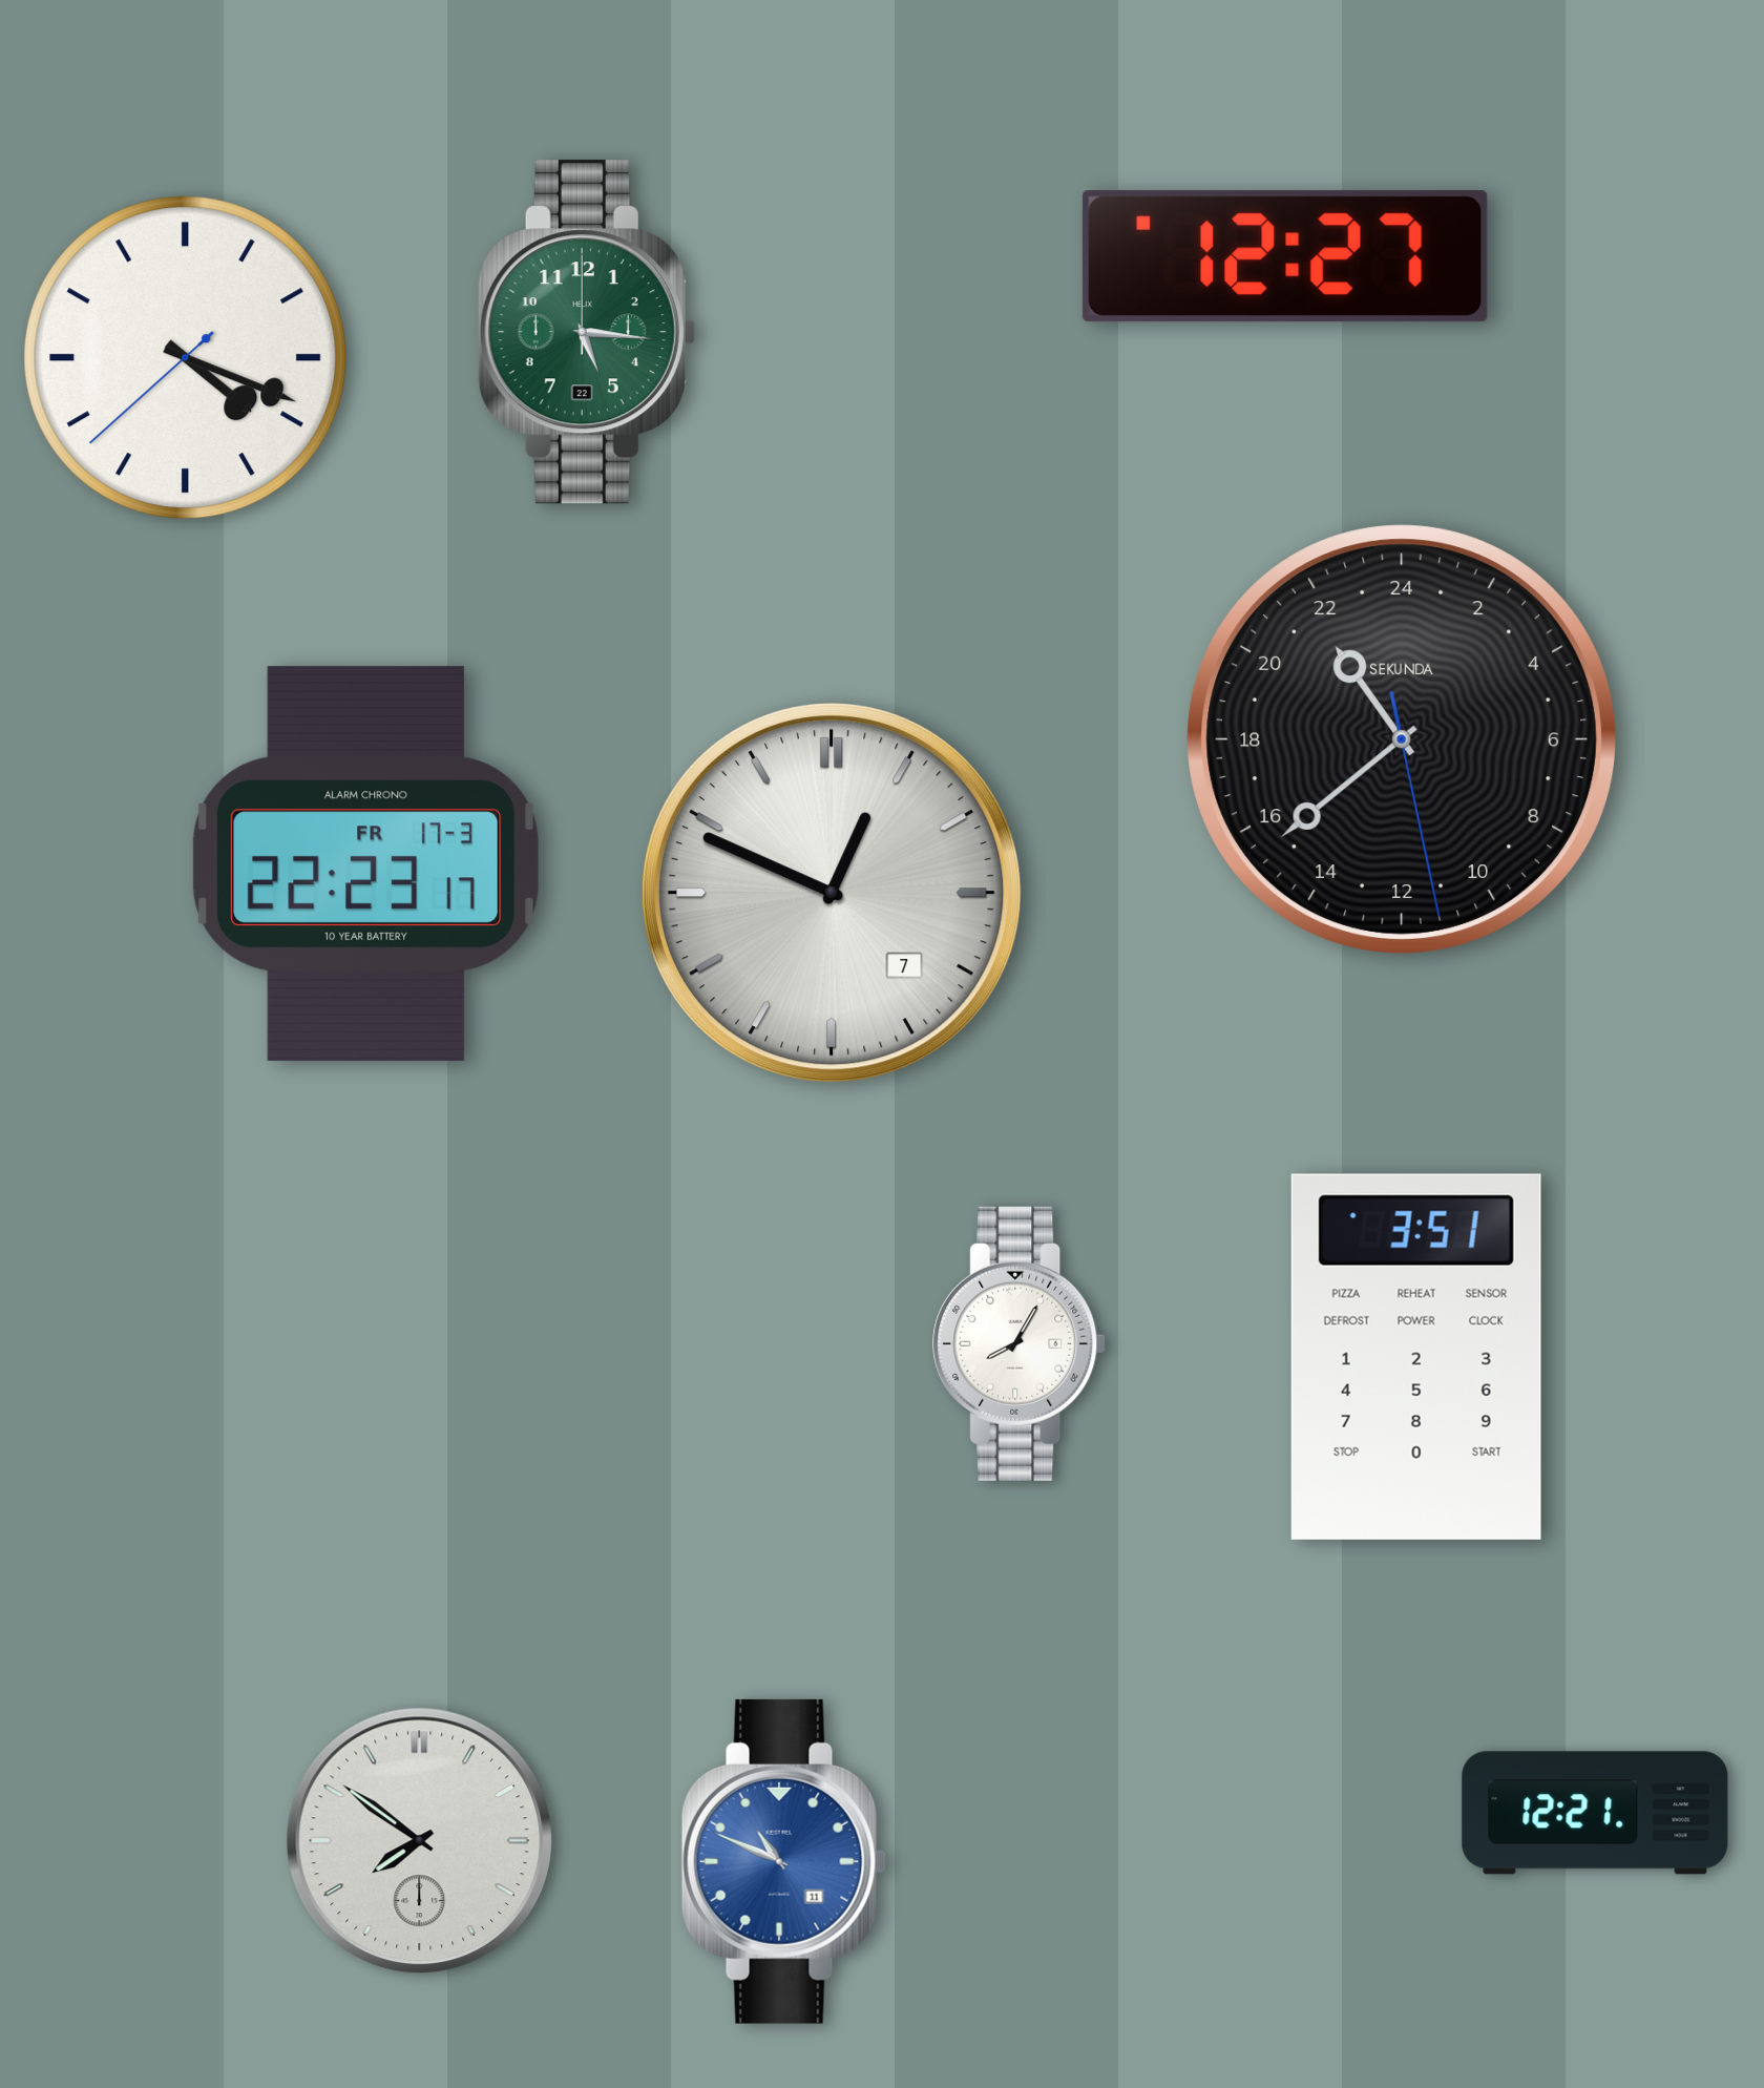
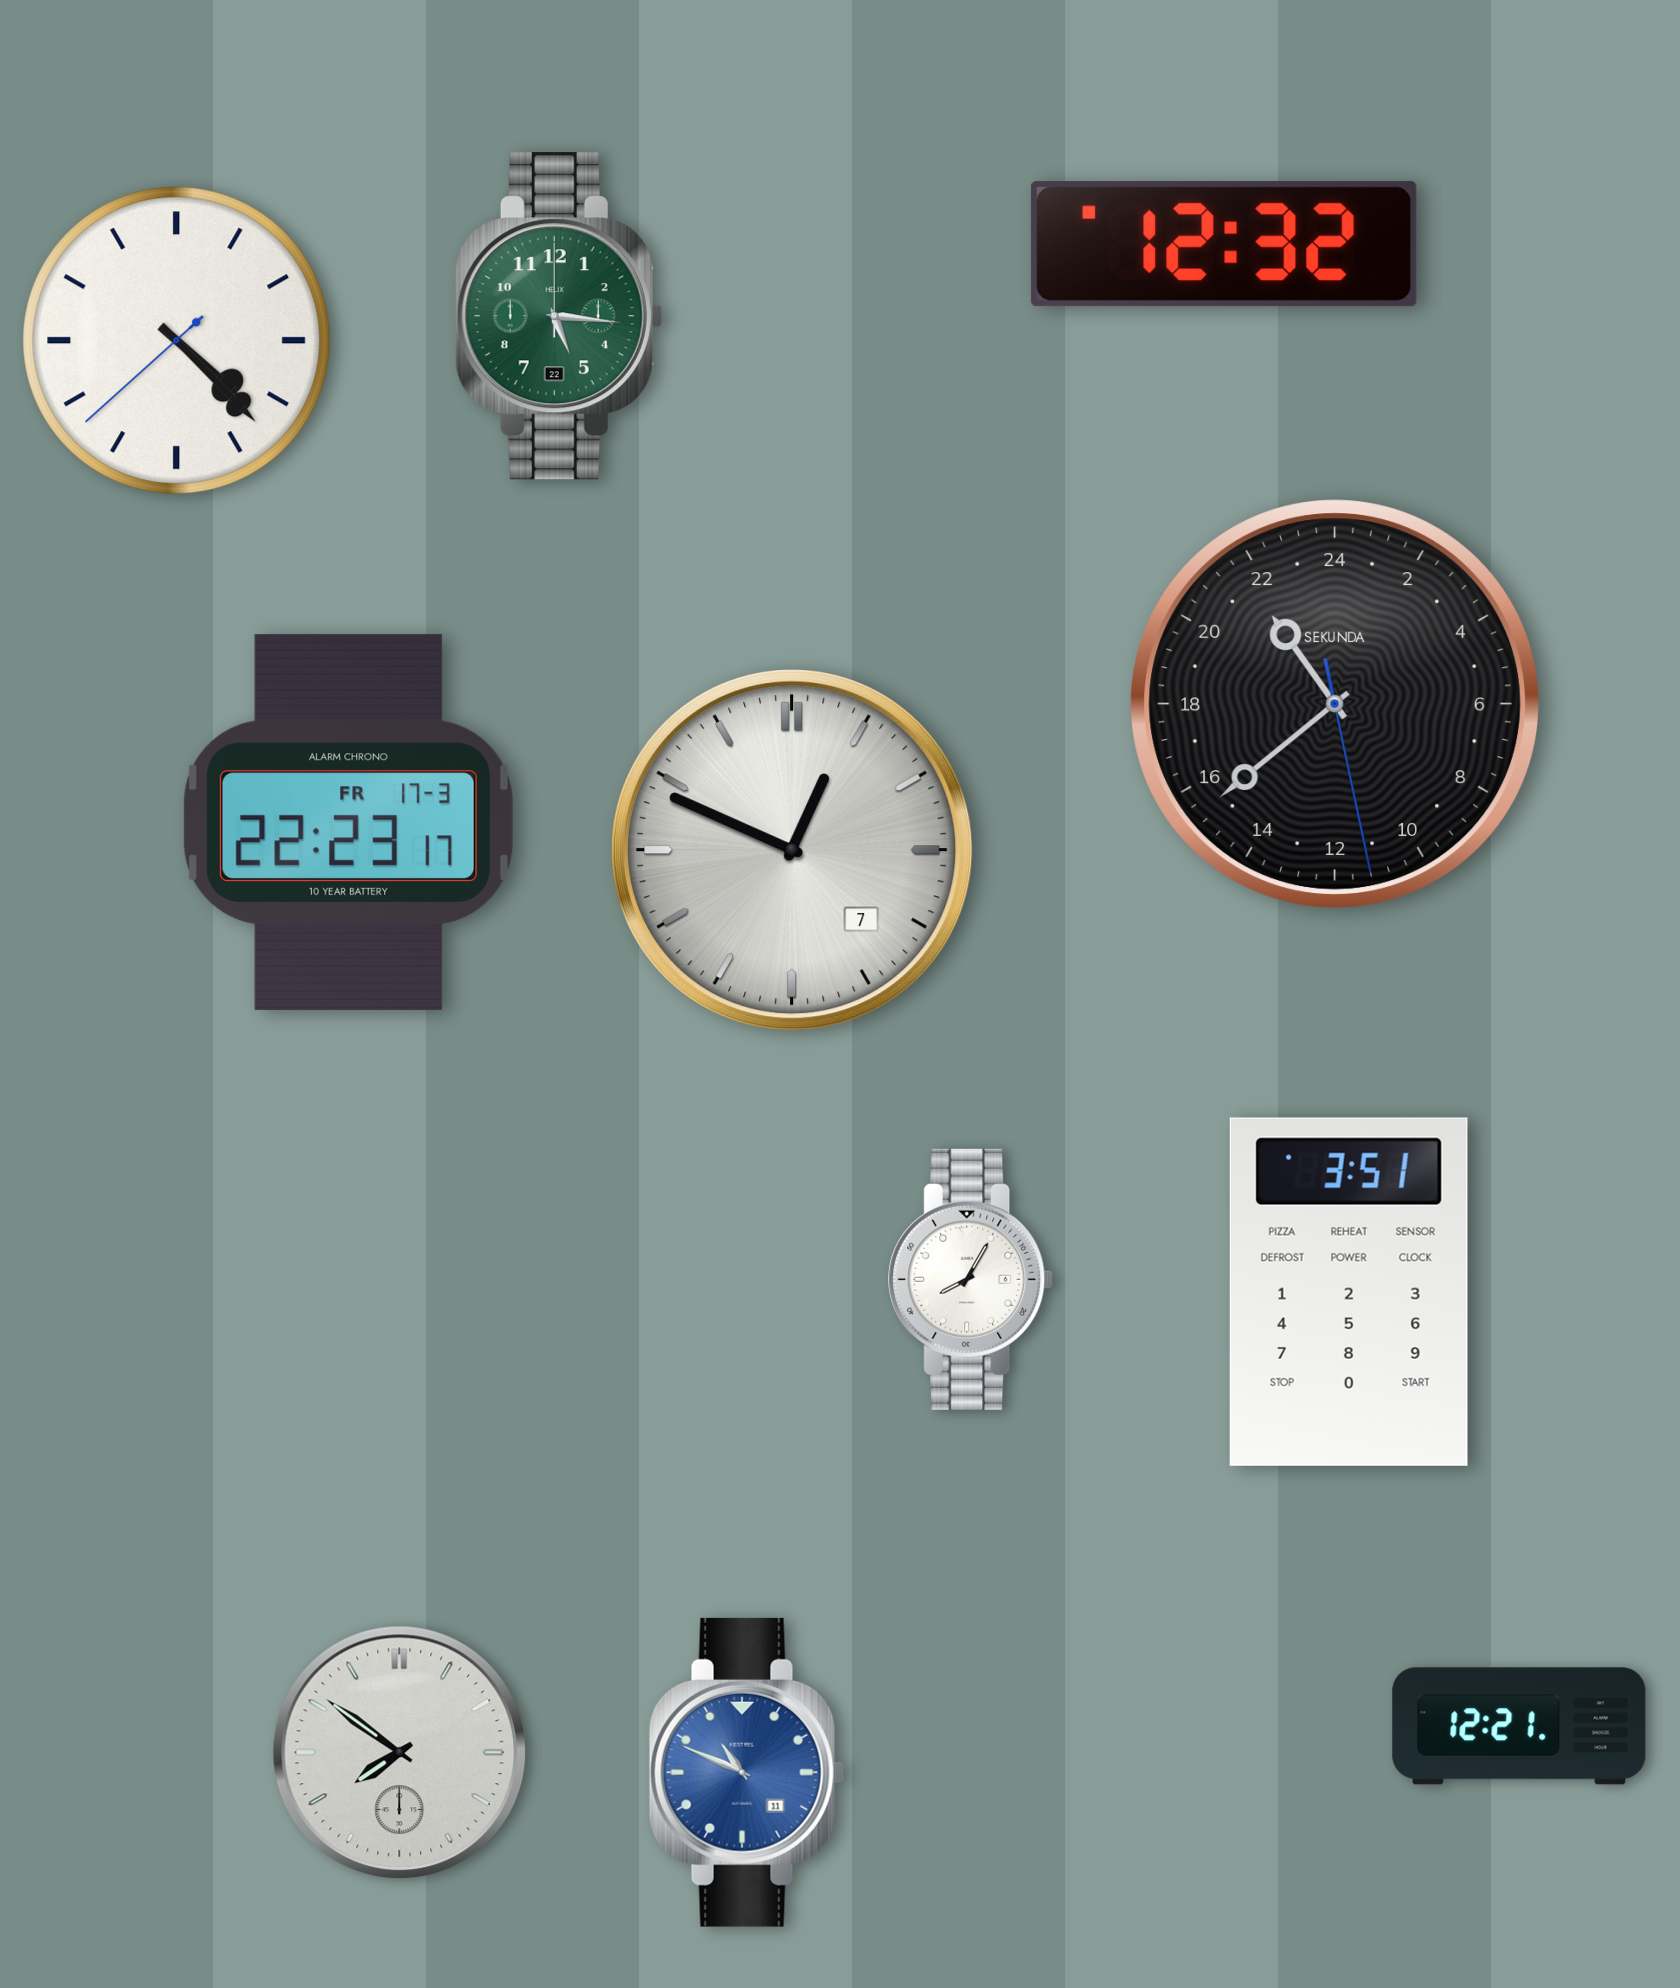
clock at (1285, 256): 12:27 -> 12:32
clock at (186, 358): 4:18 -> 4:22
